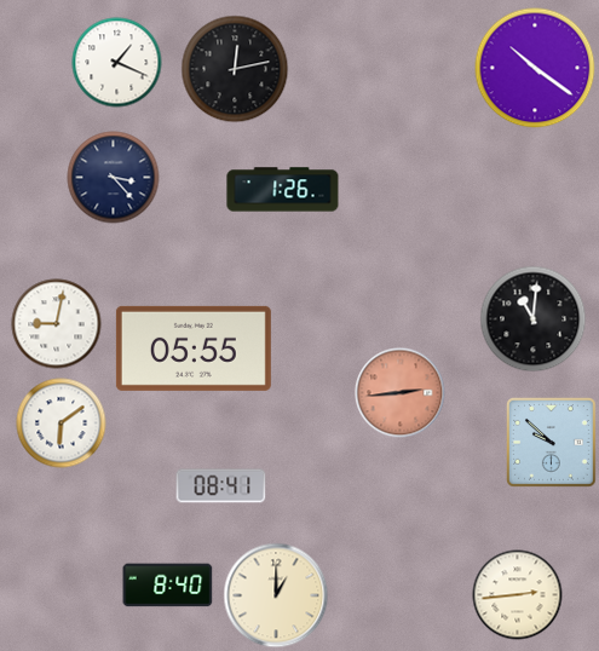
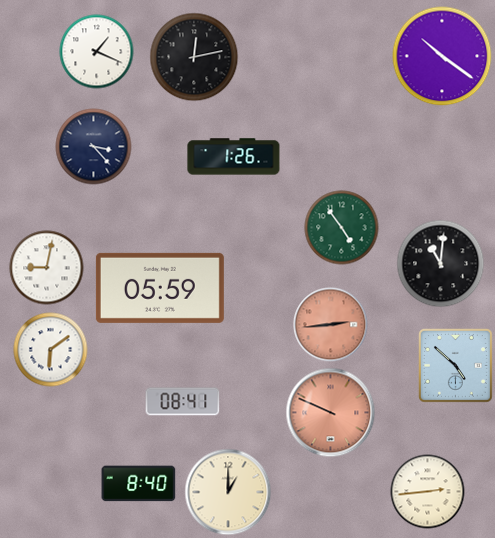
clock at (342, 228): none -> 4:54
clock at (194, 348): 05:55 -> 05:59
clock at (551, 442): 9:52 -> 4:52
clock at (331, 413): none -> 9:49
